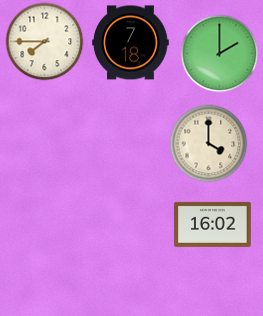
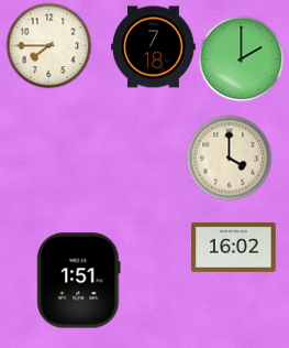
clock at (131, 43) position: (131, 43) -> (154, 47)
clock at (79, 281): none -> 1:51
